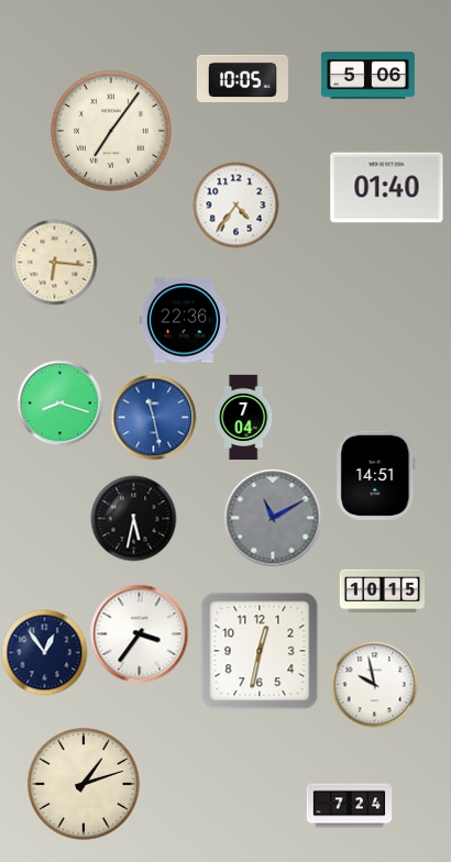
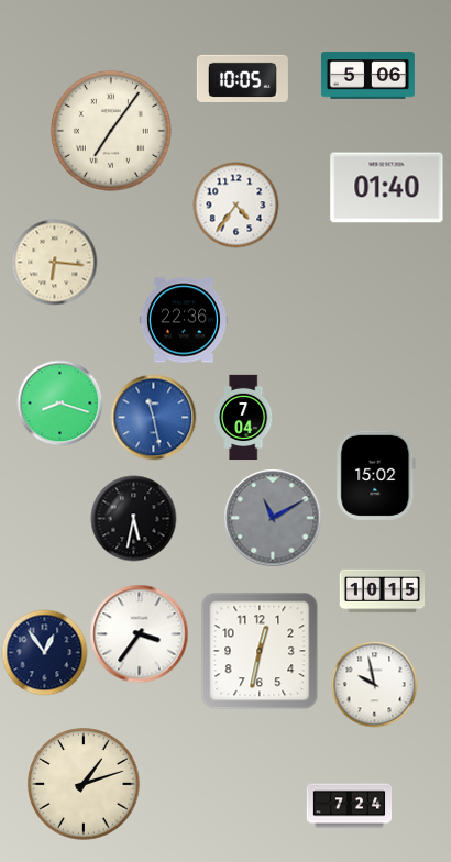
clock at (376, 475): 14:51 -> 15:02
